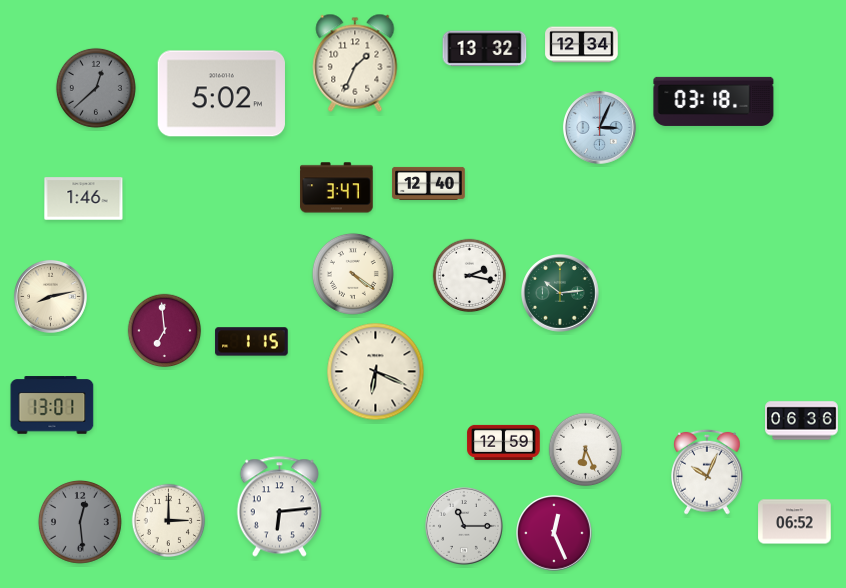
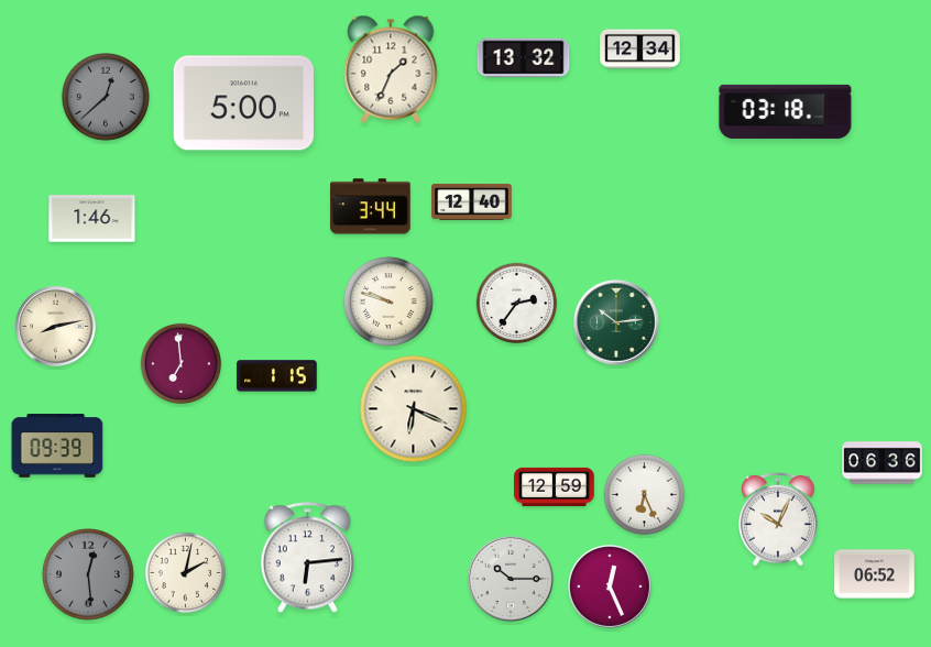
clock at (485, 49) position: (485, 49) -> (524, 58)
clock at (221, 94): 5:02 -> 5:00
clock at (599, 127): 3:04 -> none
clock at (337, 188): 3:47 -> 3:44
clock at (353, 274): 4:21 -> 9:48
clock at (470, 276): 2:17 -> 2:36
clock at (52, 405): 13:01 -> 09:39
clock at (169, 521): 3:00 -> 2:02
clock at (465, 527): 11:15 -> 10:15
